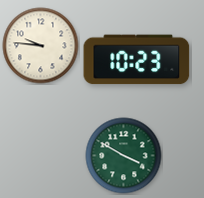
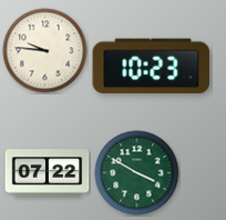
clock at (48, 173): none -> 07:22
